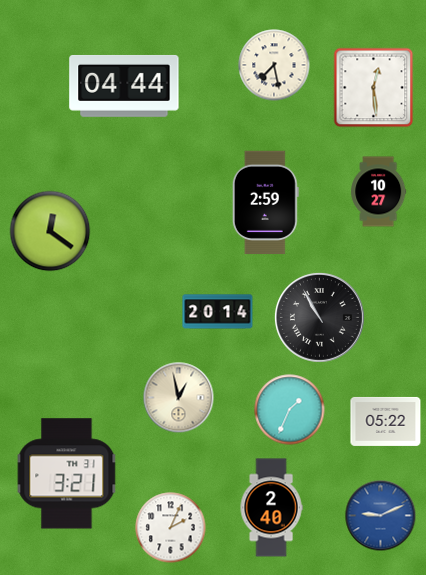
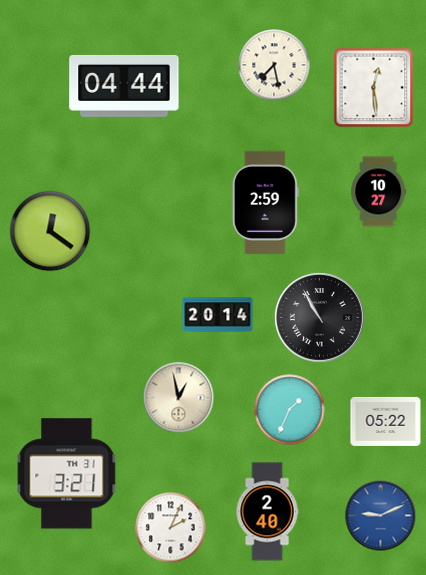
clock at (218, 312) position: (218, 312) -> (218, 315)
clock at (271, 508) position: (271, 508) -> (267, 512)
